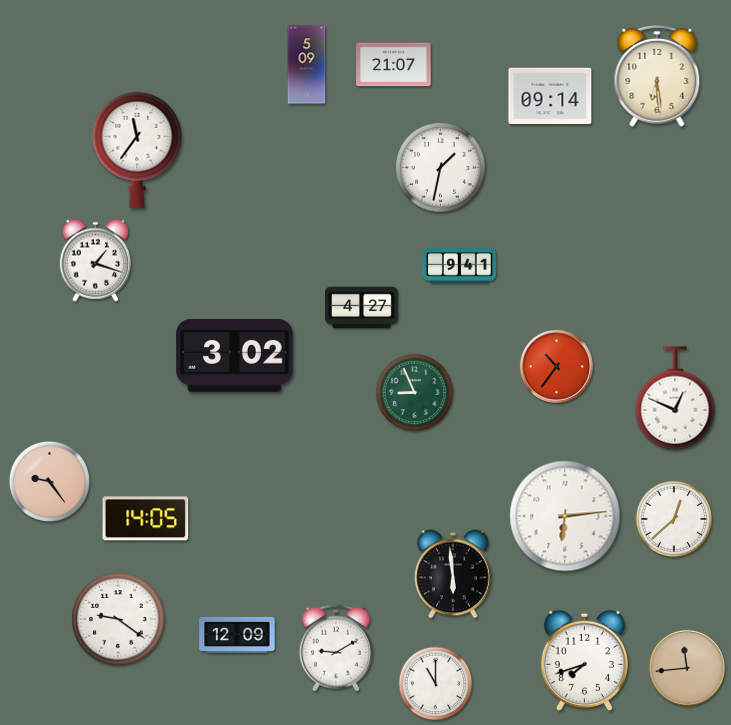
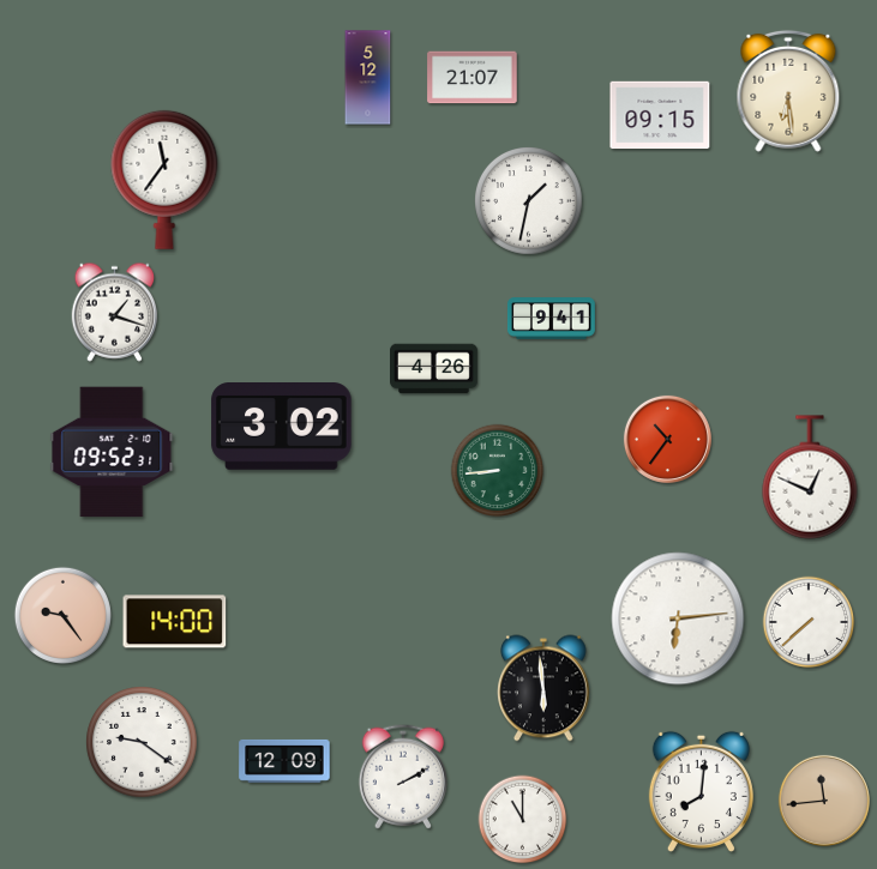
clock at (307, 65): 5:09 -> 5:12
clock at (550, 96): 09:14 -> 09:15
clock at (362, 308): 4:27 -> 4:26
clock at (112, 452): none -> 09:52
clock at (415, 393): 8:56 -> 8:44
clock at (49, 481) position: (49, 481) -> (62, 615)
clock at (146, 519): 14:05 -> 14:00
clock at (674, 519): 12:38 -> 7:38
clock at (336, 648): 9:10 -> 2:10
clock at (584, 660): 7:42 -> 8:01
